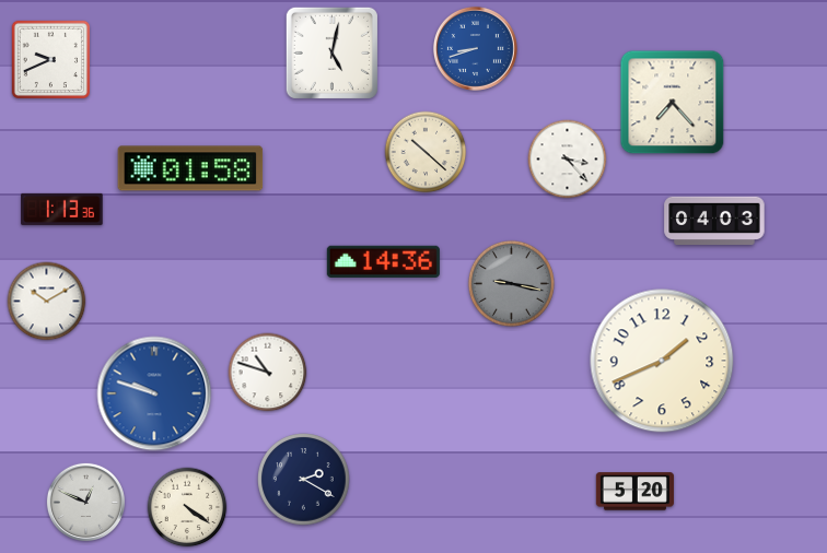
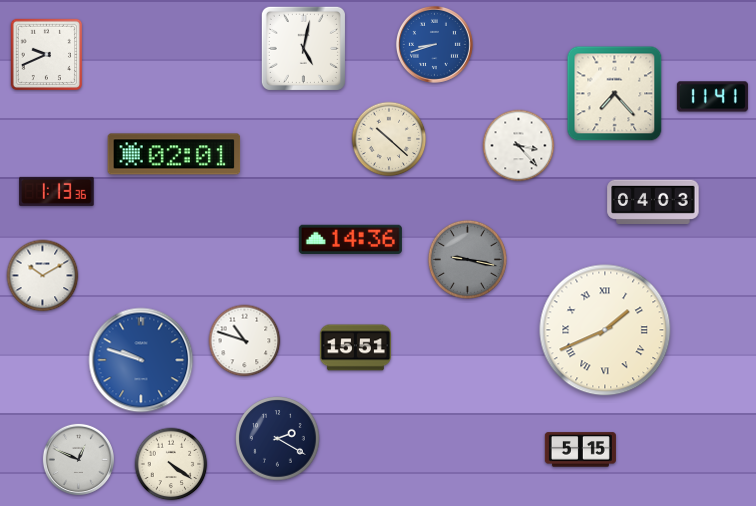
clock at (712, 97): none -> 11:41
clock at (190, 168): 01:58 -> 02:01
clock at (662, 361) numerals: Arabic -> Roman
clock at (355, 348): none -> 15:51
clock at (634, 492): 5:20 -> 5:15
